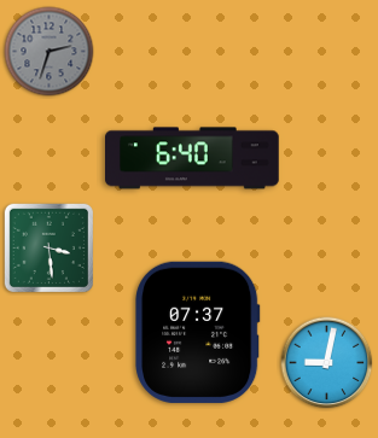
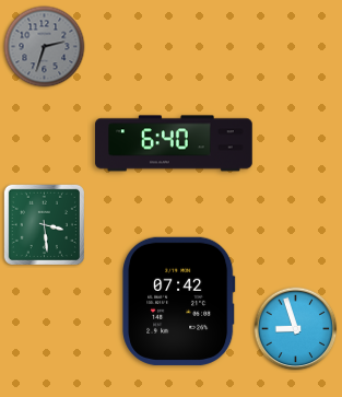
clock at (198, 332): 07:37 -> 07:42
clock at (327, 363): 9:02 -> 8:57
